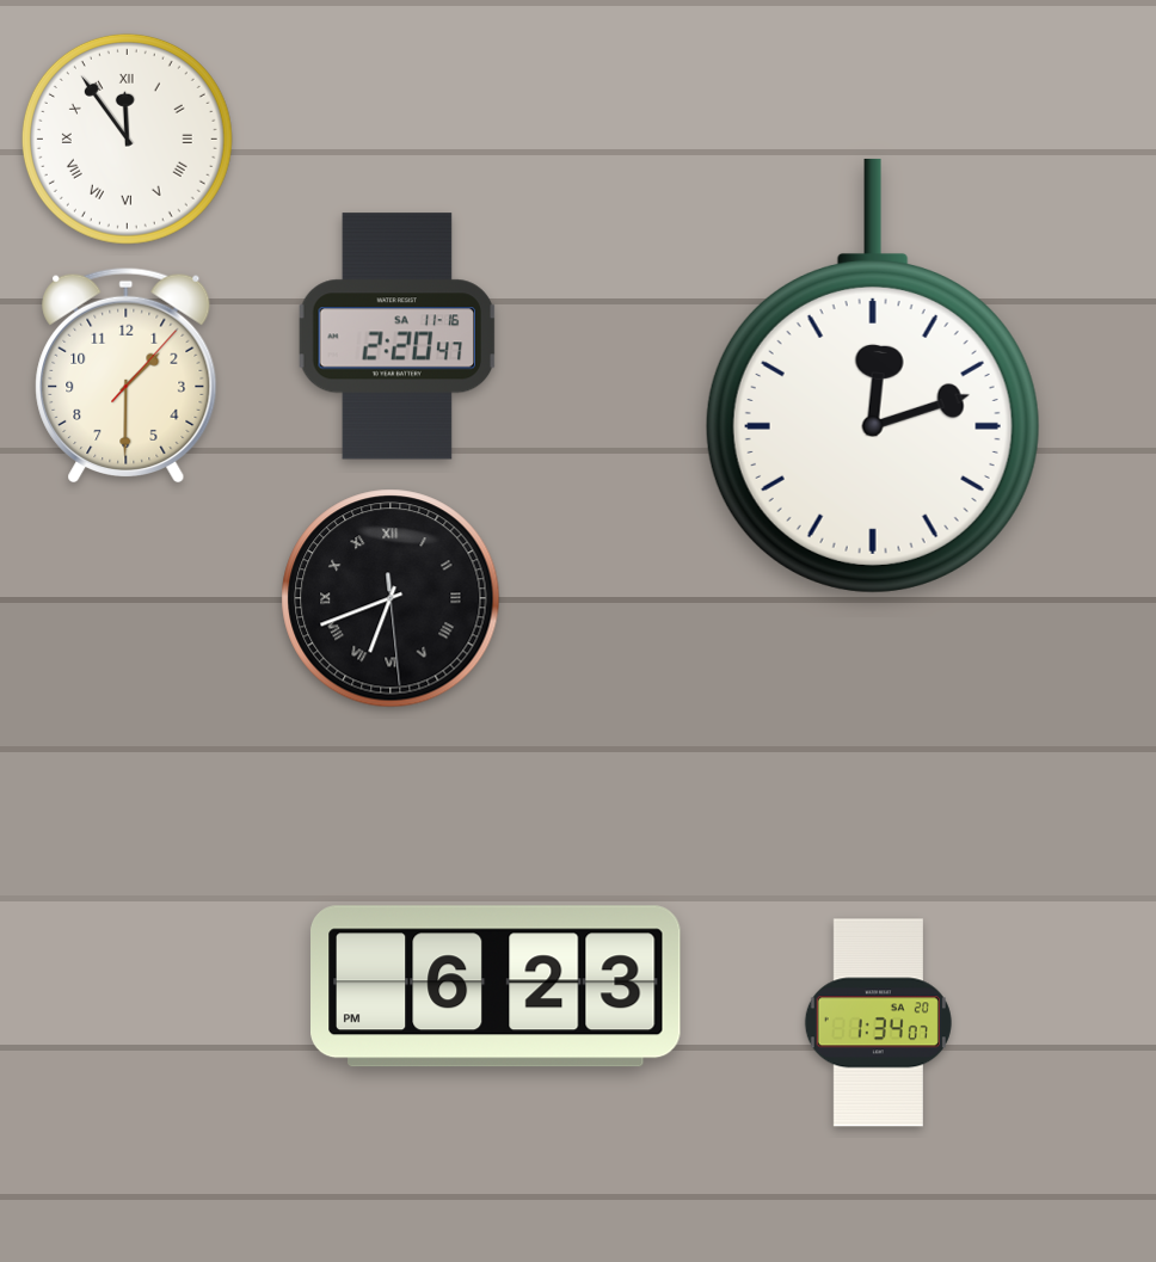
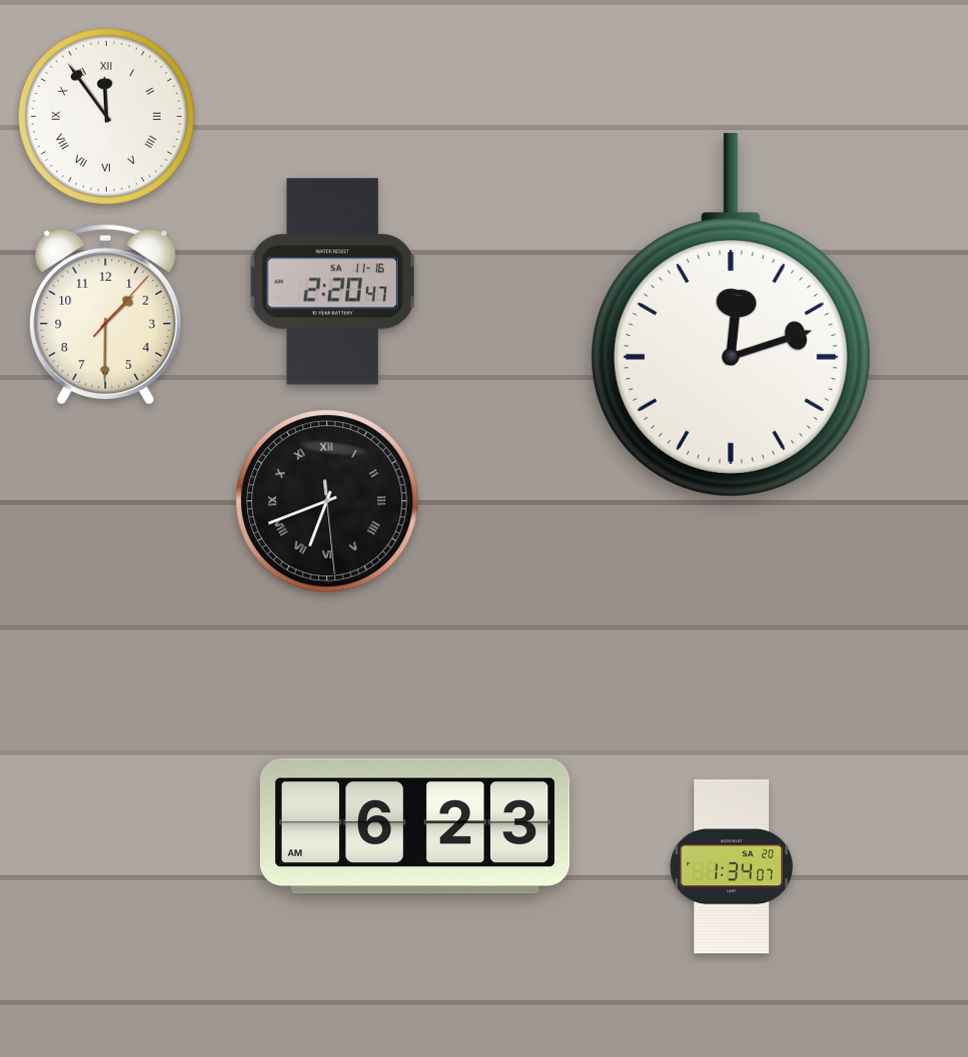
clock at (497, 986): 6:23 PM -> 6:23 AM
clock at (878, 1023) position: (878, 1023) -> (731, 867)
